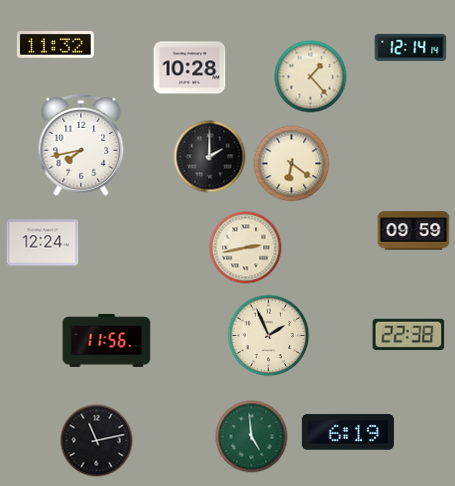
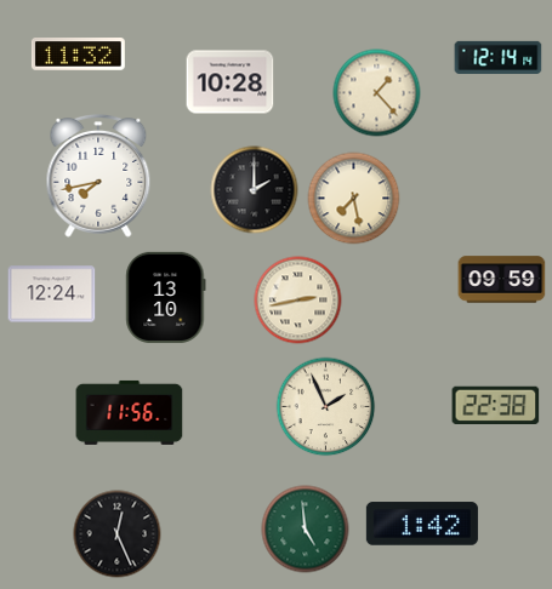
clock at (55, 45) position: (55, 45) -> (78, 55)
clock at (292, 164): 6:21 -> 7:28
clock at (166, 297): none -> 13:10
clock at (348, 432): 6:19 -> 1:42
clock at (97, 441): 11:13 -> 12:26
